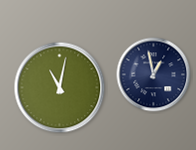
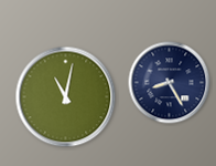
clock at (154, 75): 12:58 -> 8:25
